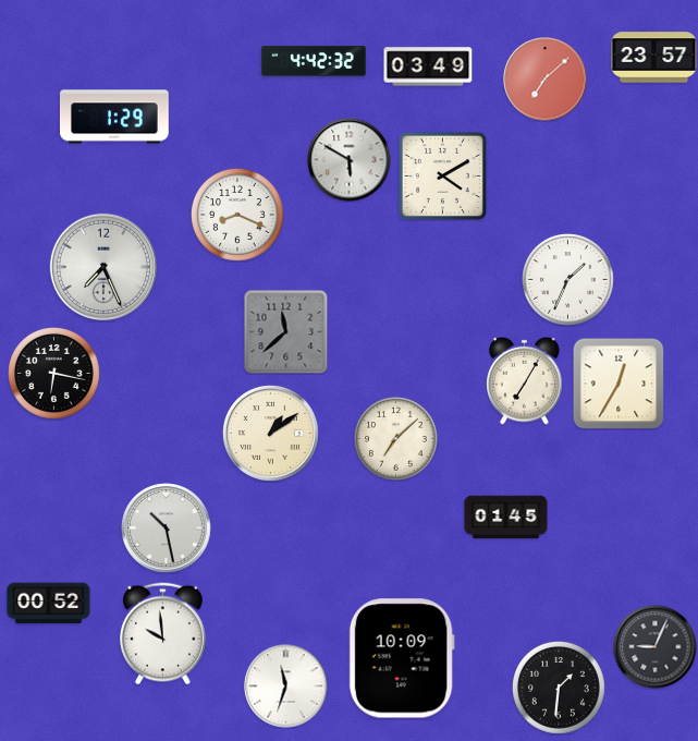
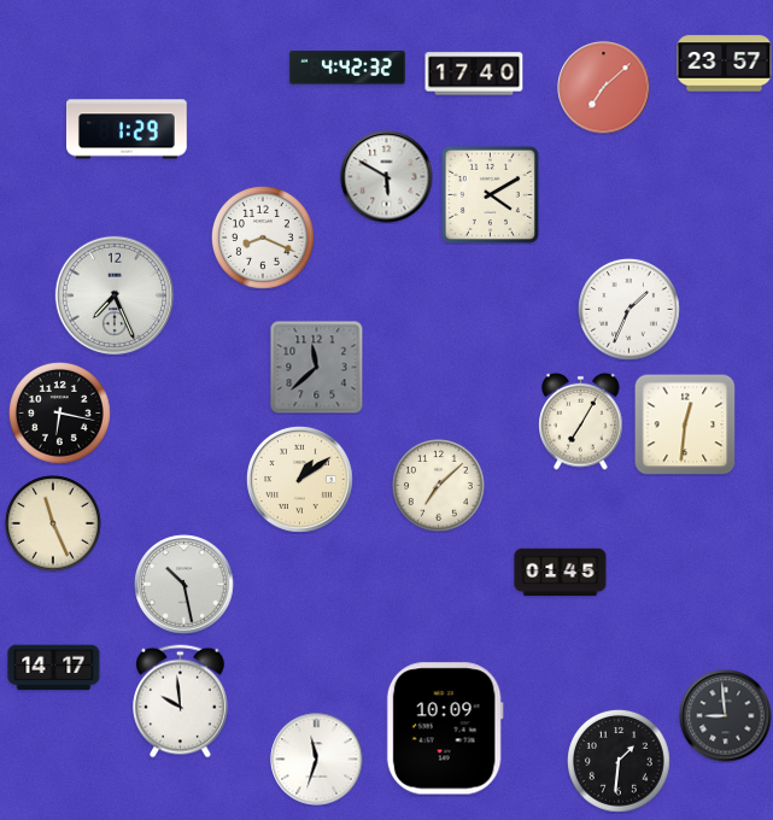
clock at (428, 66): 03:49 -> 17:40
clock at (619, 384): 12:35 -> 12:31
clock at (54, 525): none -> 11:26
clock at (49, 604): 00:52 -> 14:17
clock at (656, 647): 9:04 -> 8:59
